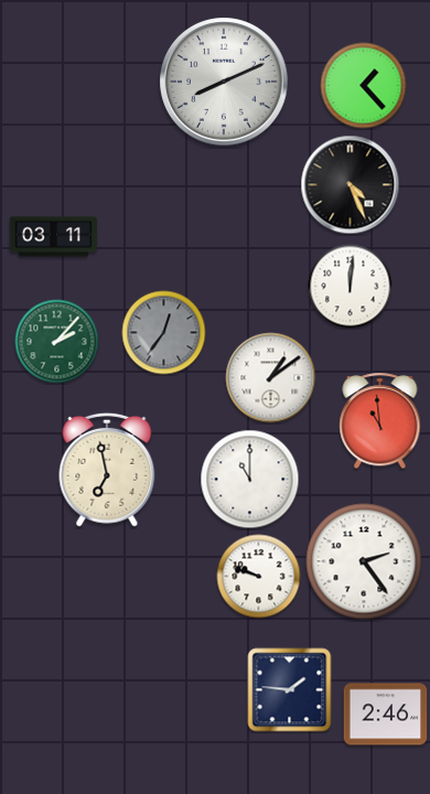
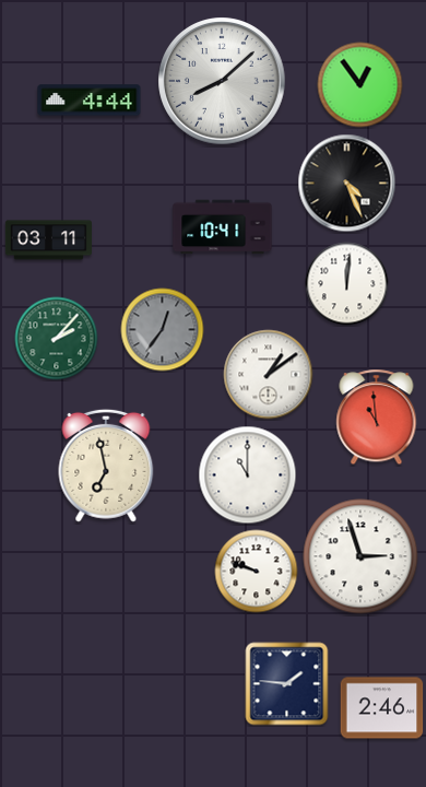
clock at (224, 82): 8:11 -> 8:08
clock at (364, 86): 1:23 -> 12:54
clock at (90, 101): none -> 4:44
clock at (223, 227): none -> 10:41
clock at (53, 237) position: (53, 237) -> (48, 240)
clock at (364, 561): 2:24 -> 2:57
